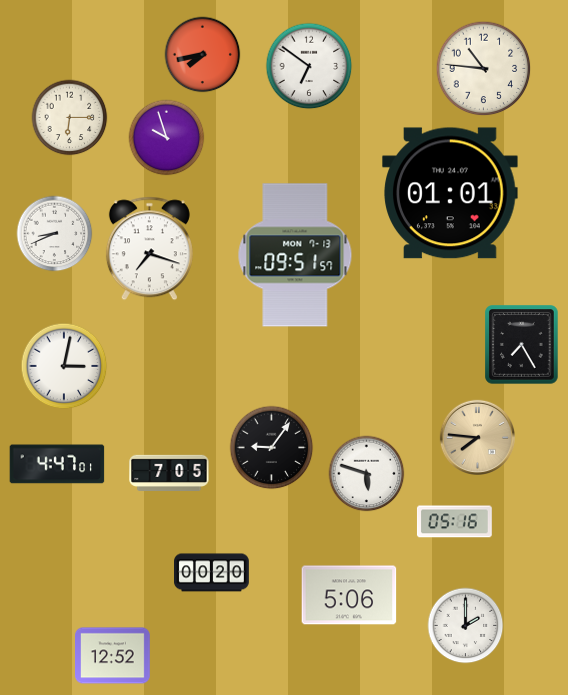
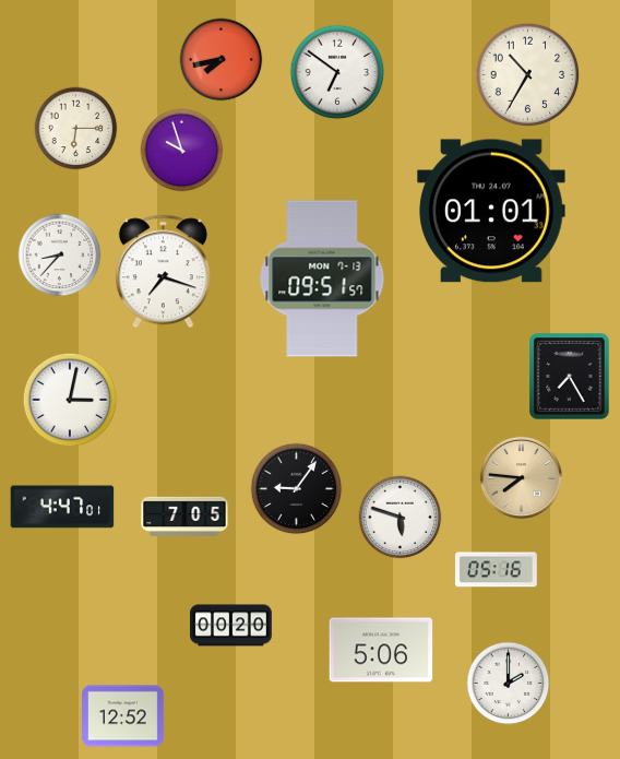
clock at (484, 69): 10:46 -> 10:35
clock at (55, 234): 8:41 -> 8:37
